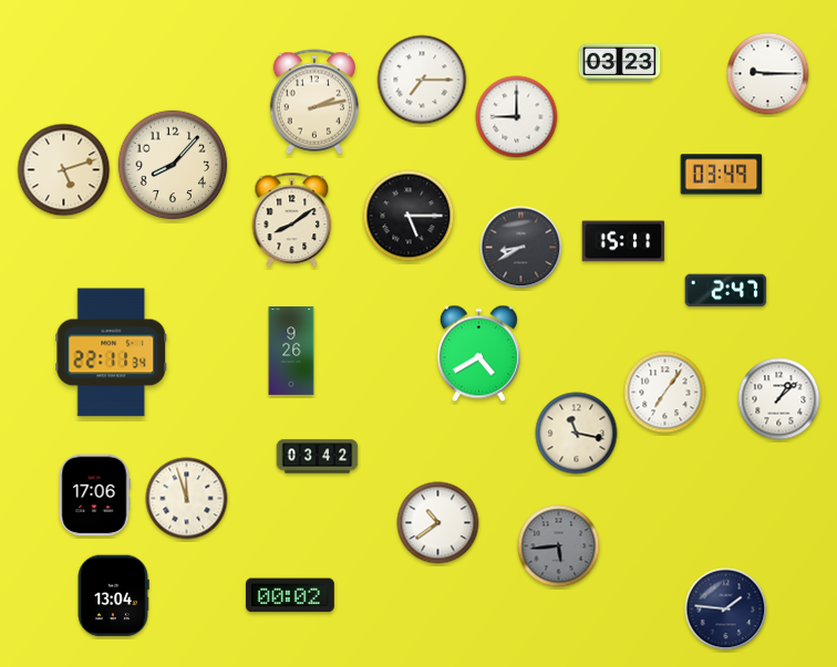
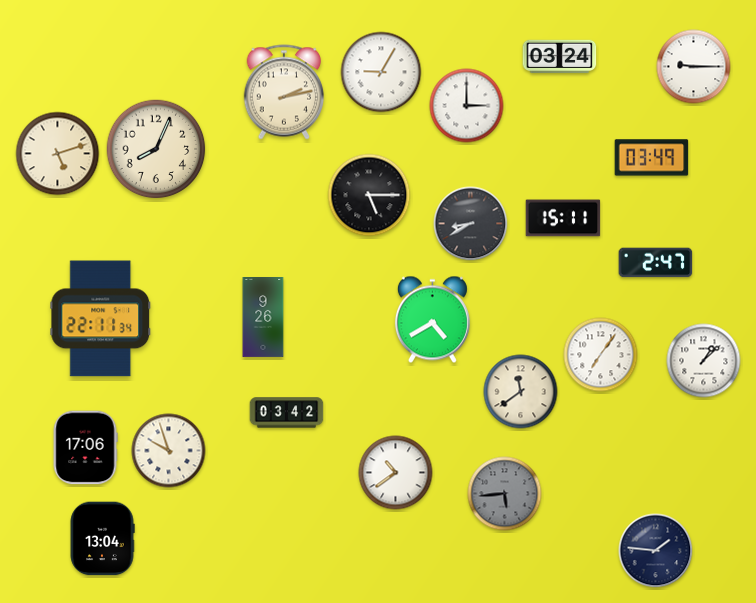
clock at (620, 63): 03:23 -> 03:24
clock at (422, 80): 7:15 -> 9:05
clock at (517, 117): 9:00 -> 3:00
clock at (173, 165): 8:07 -> 8:04
clock at (292, 220): 8:09 -> none
clock at (577, 434): 11:17 -> 11:39
clock at (187, 499): 11:57 -> 9:57
clock at (290, 595): 00:02 -> none
